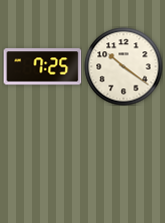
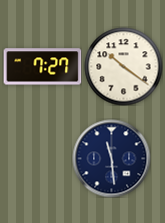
clock at (42, 67): 7:25 -> 7:27
clock at (111, 158): none -> 11:29
